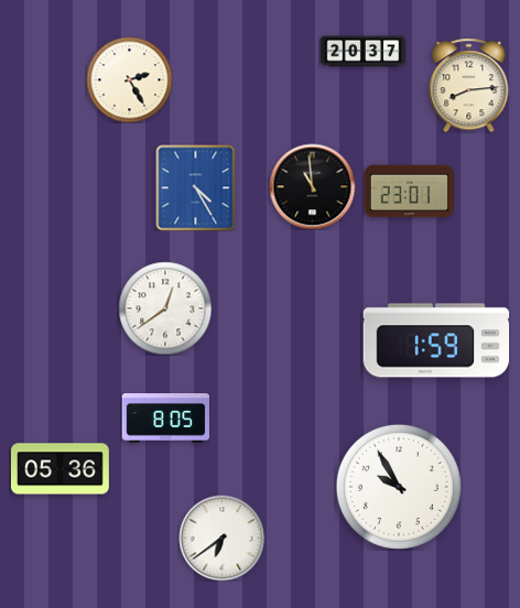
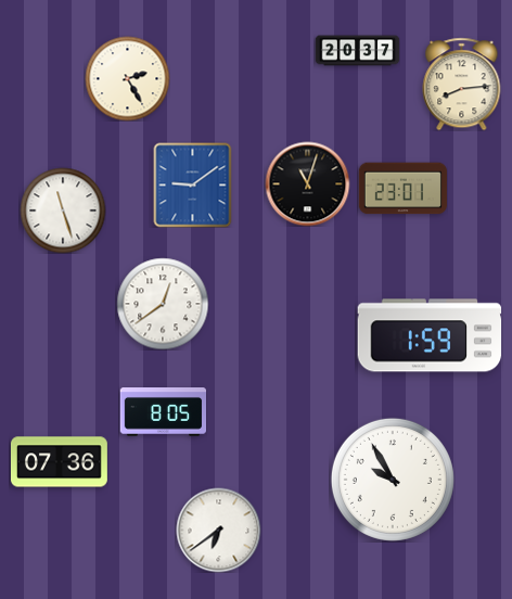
clock at (312, 186): 10:59 -> 11:03
clock at (196, 187): 4:25 -> 9:09
clock at (63, 211): none -> 11:27
clock at (59, 469): 05:36 -> 07:36
